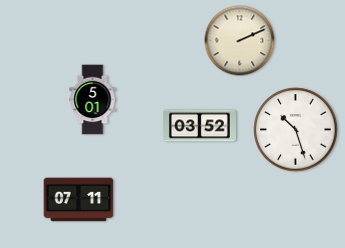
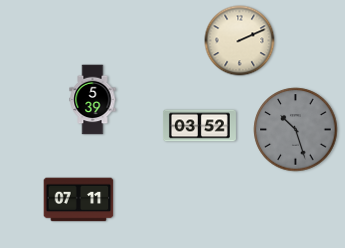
clock at (93, 100): 5:01 -> 5:39
clock at (296, 130) dial: white -> grey
